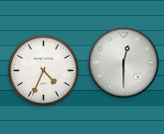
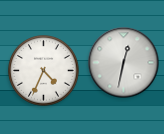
clock at (124, 63): 12:30 -> 12:32
